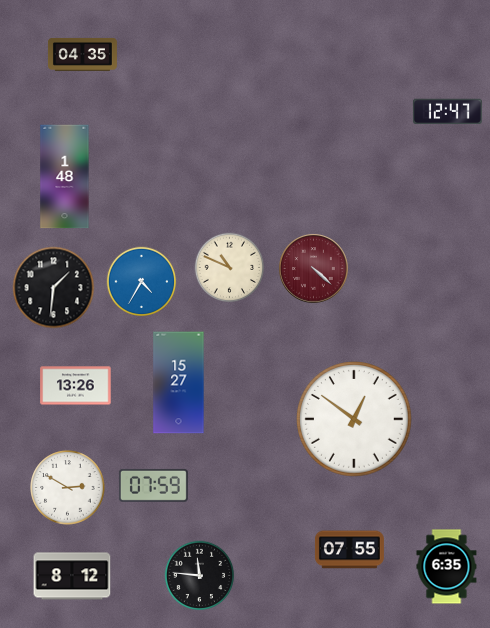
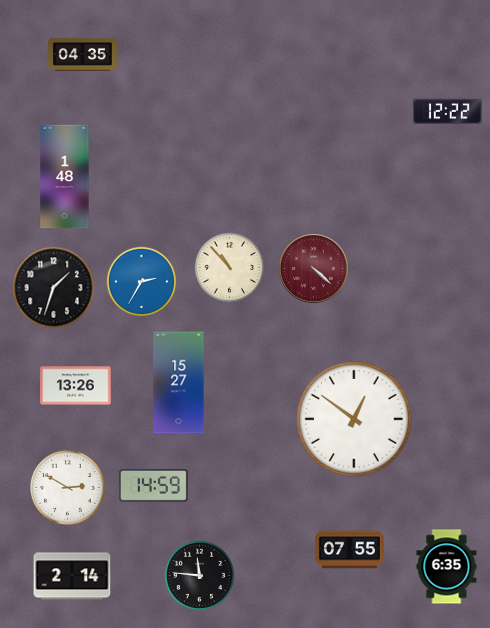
clock at (447, 112): 12:47 -> 12:22
clock at (230, 268): 10:49 -> 10:53
clock at (142, 282): 4:35 -> 2:35
clock at (54, 288): 1:31 -> 1:33
clock at (153, 485): 07:59 -> 14:59
clock at (72, 576): 8:12 -> 2:14
